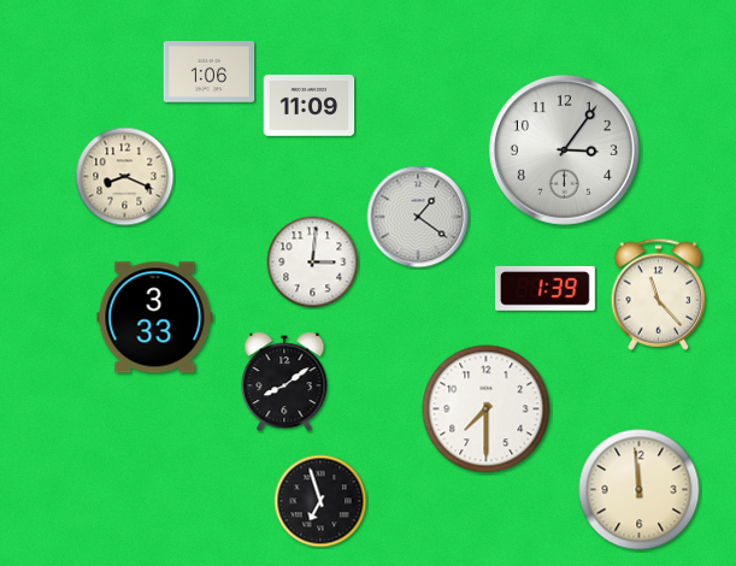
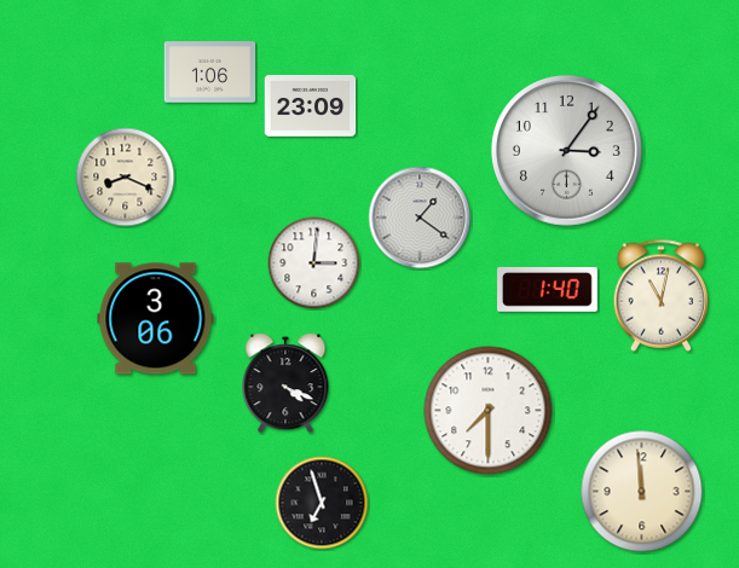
clock at (310, 106): 11:09 -> 23:09
clock at (546, 289): 1:39 -> 1:40
clock at (659, 294): 11:23 -> 11:02
clock at (155, 318): 3:33 -> 3:06
clock at (284, 382): 8:09 -> 4:19
